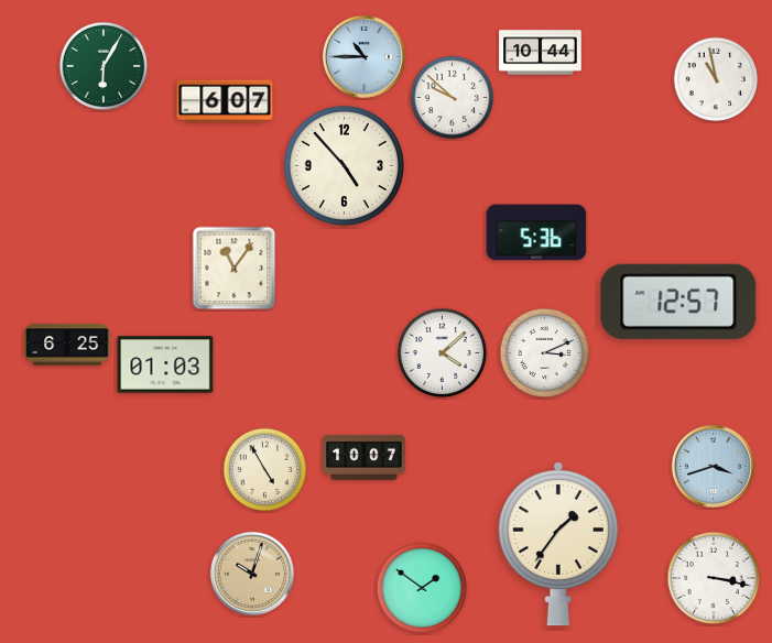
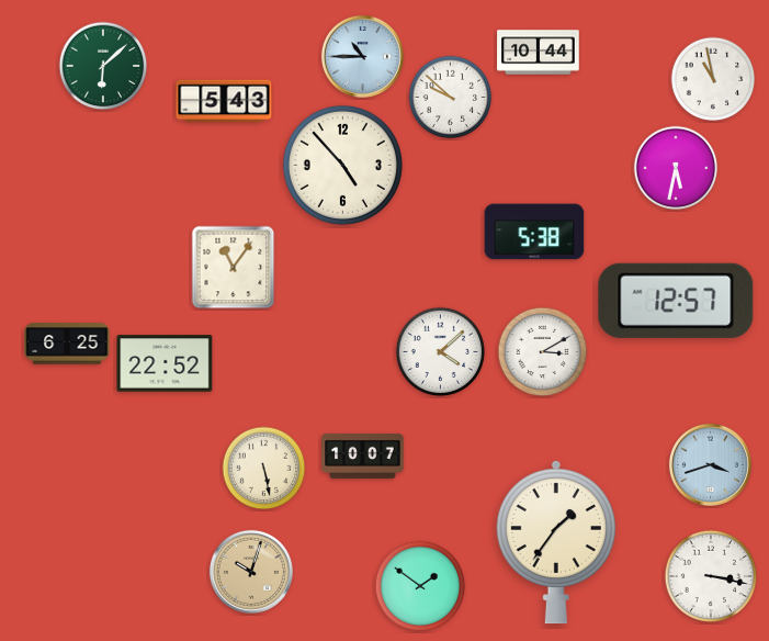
clock at (104, 66): 6:05 -> 6:08
clock at (225, 101): 6:07 -> 5:43
clock at (676, 168): none -> 5:32
clock at (536, 232): 5:36 -> 5:38
clock at (545, 353): 3:11 -> 3:10
clock at (165, 364): 01:03 -> 22:52
clock at (265, 470): 4:55 -> 5:28
